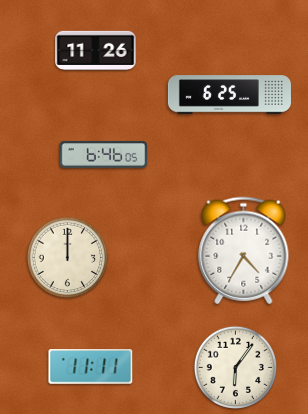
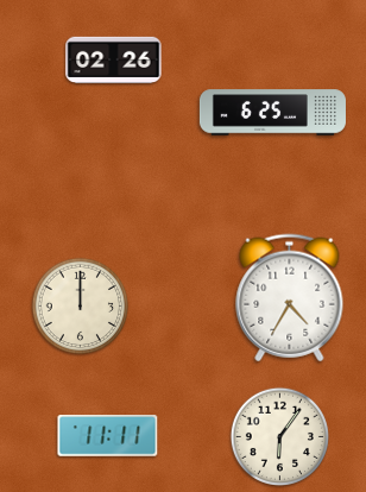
clock at (96, 50): 11:26 -> 02:26
clock at (104, 155): 6:46 -> none
